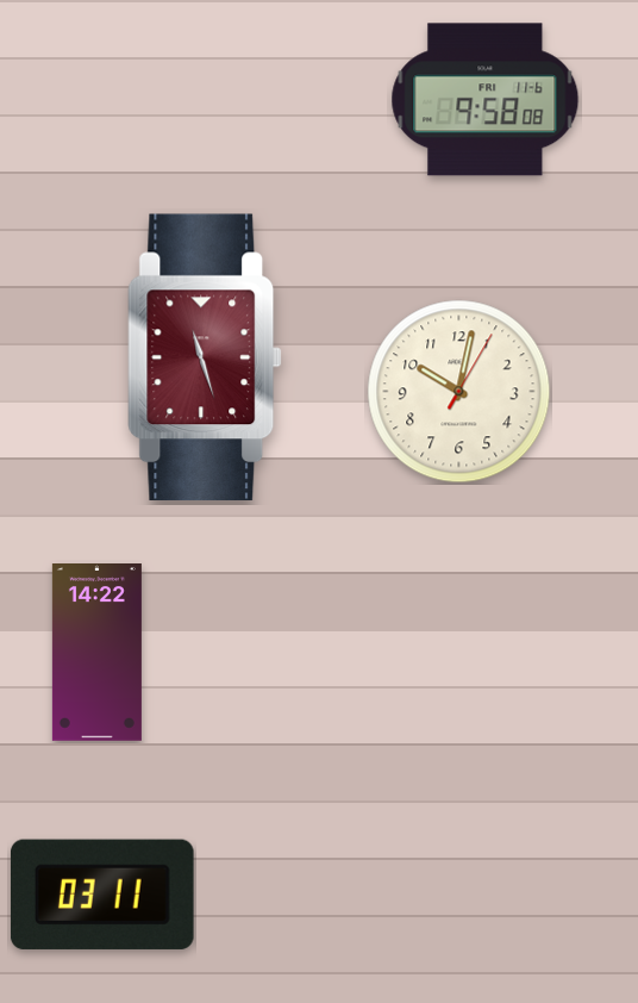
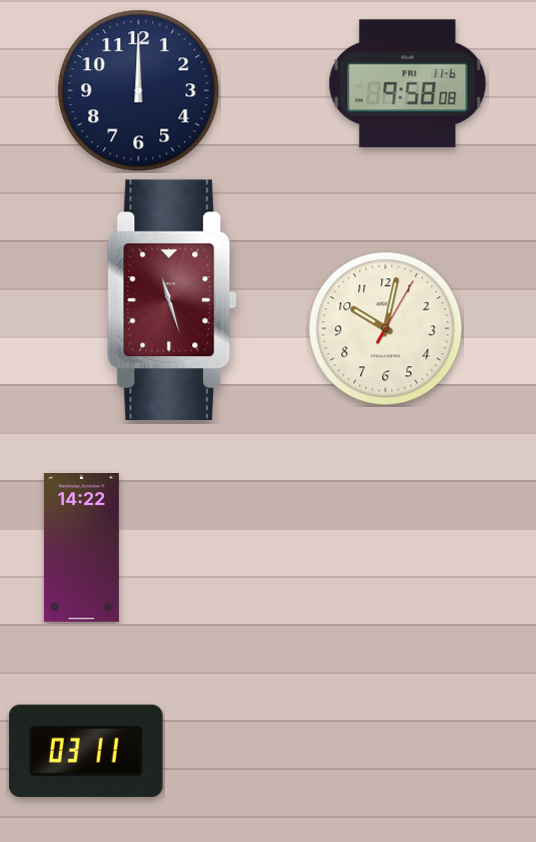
clock at (139, 91): none -> 12:00
